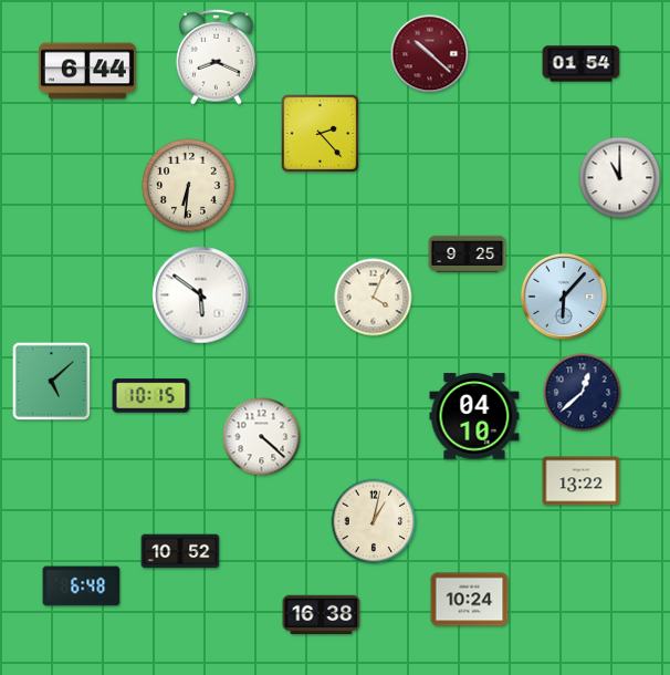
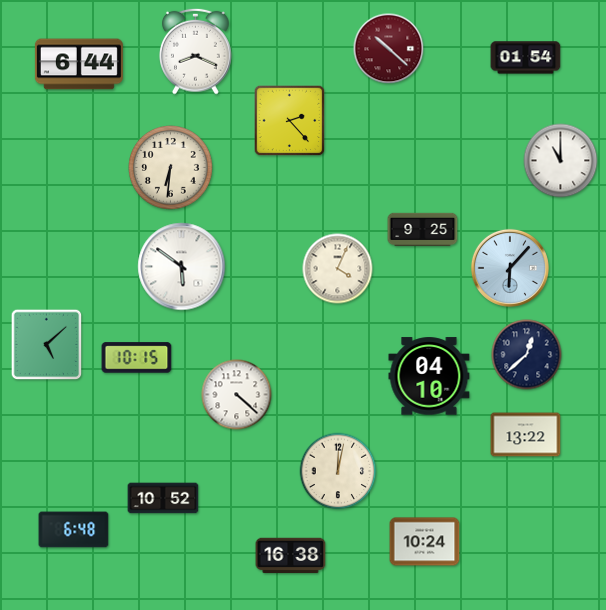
clock at (374, 521): 1:02 -> 12:02
